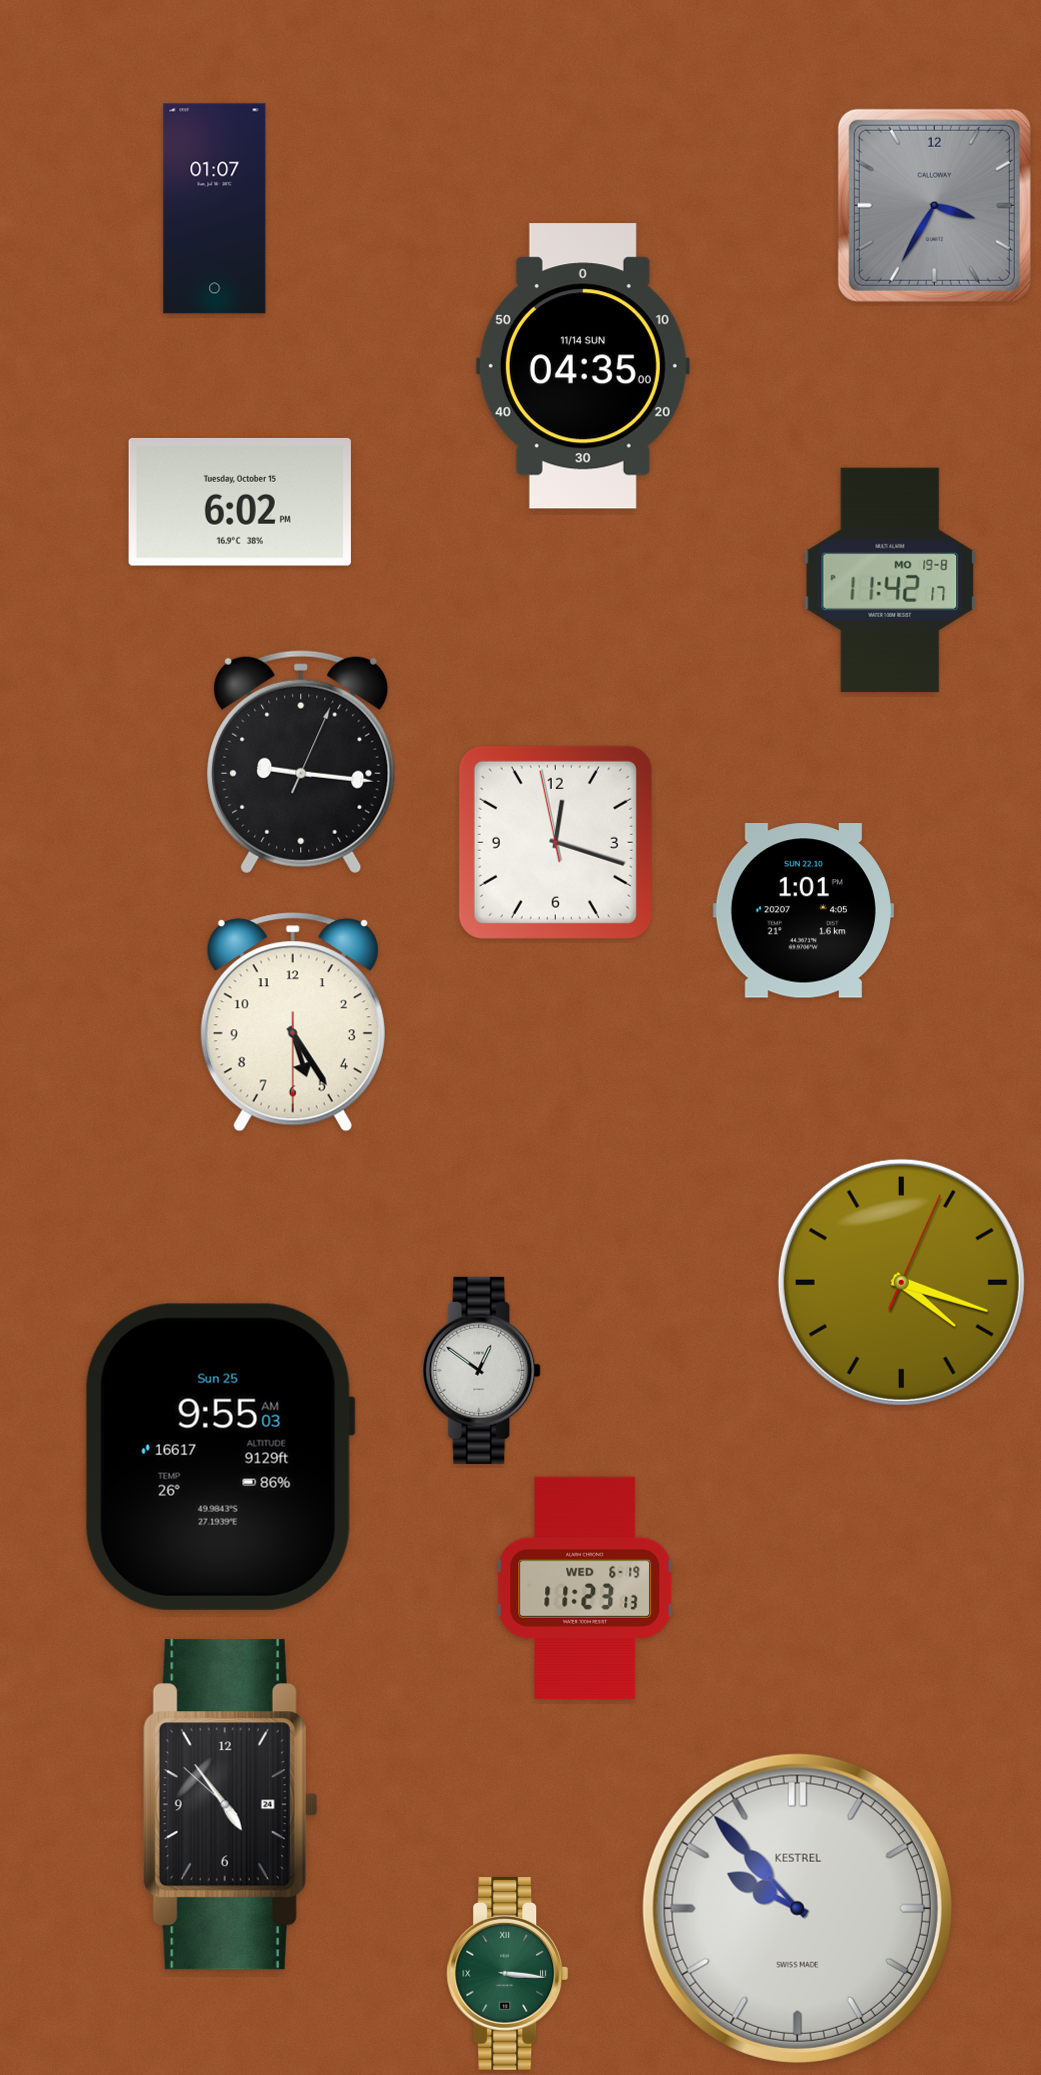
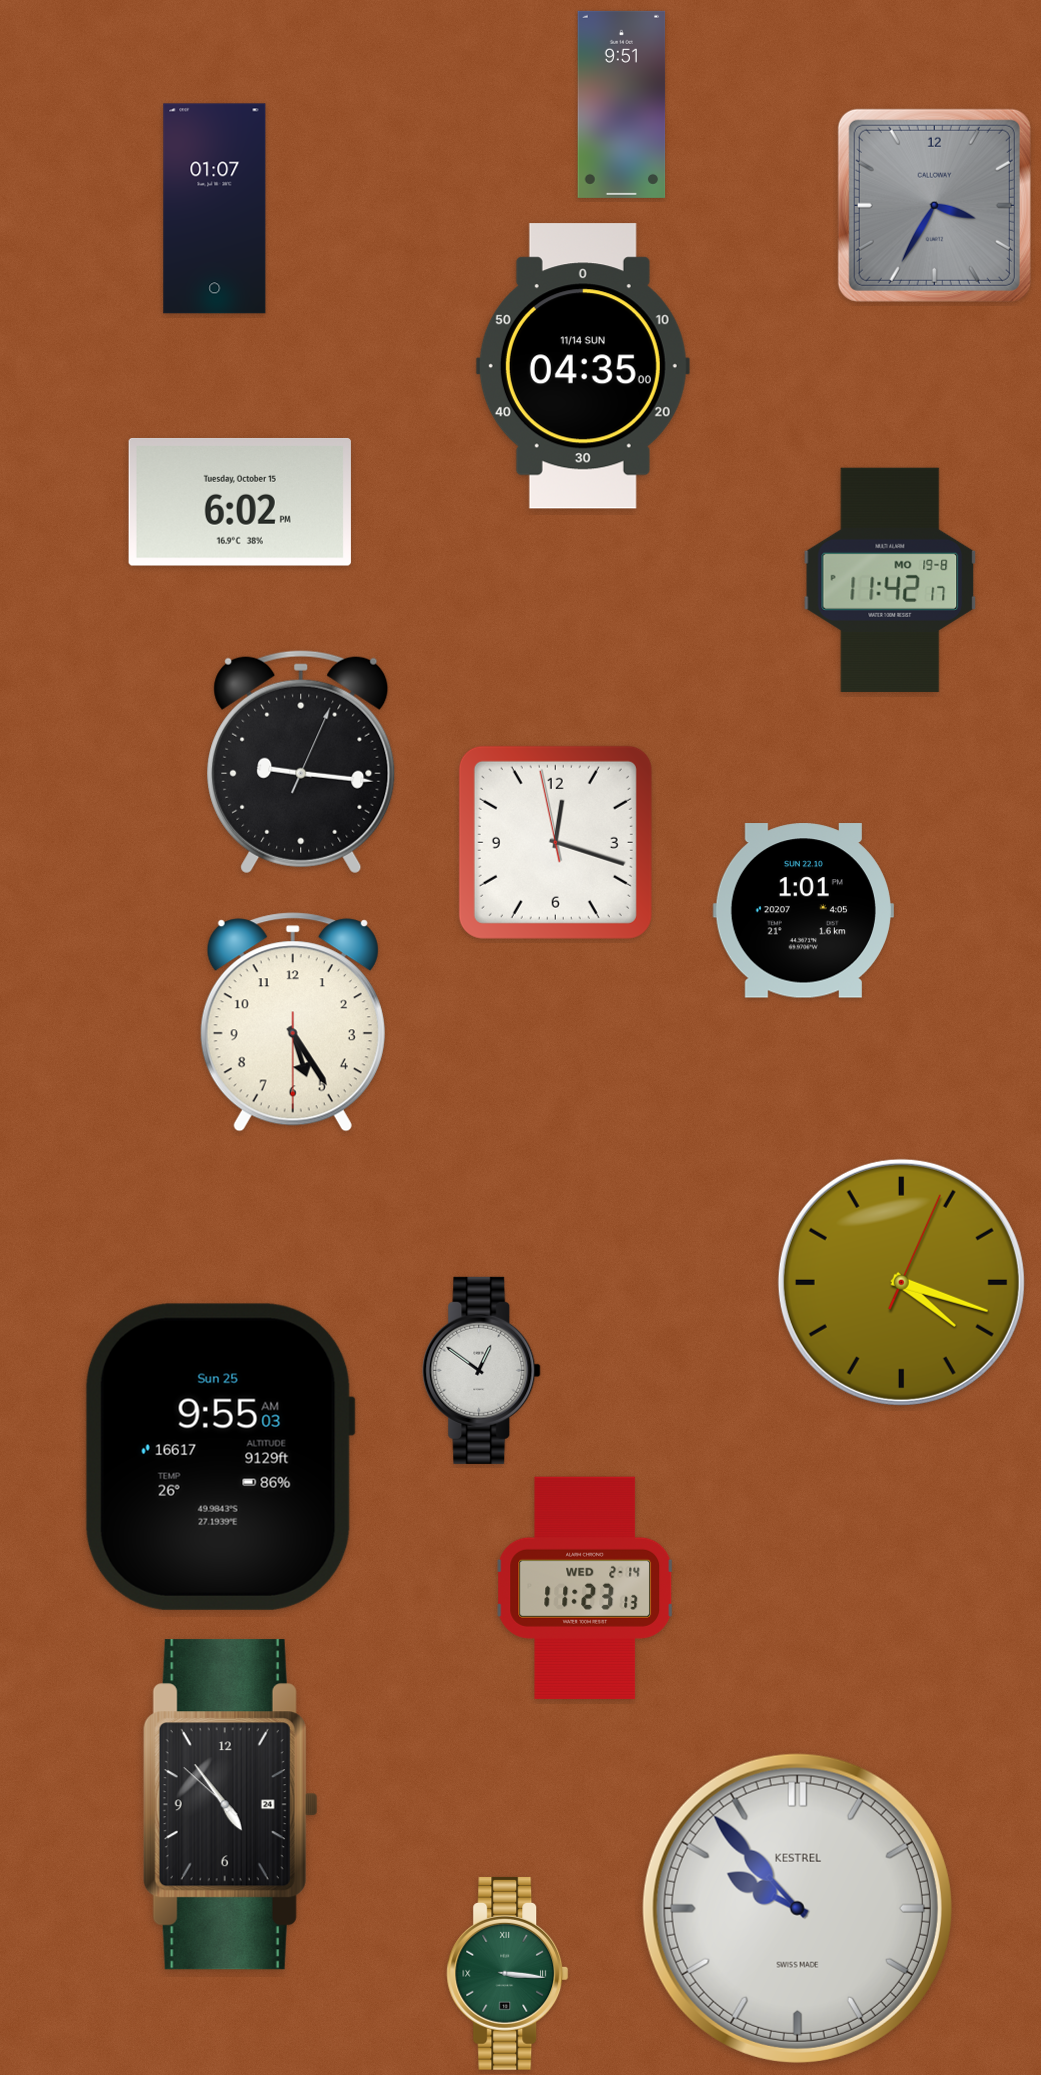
clock at (622, 104): none -> 9:51
clock at (585, 1588) date: WED 6-19 -> WED 2-14
